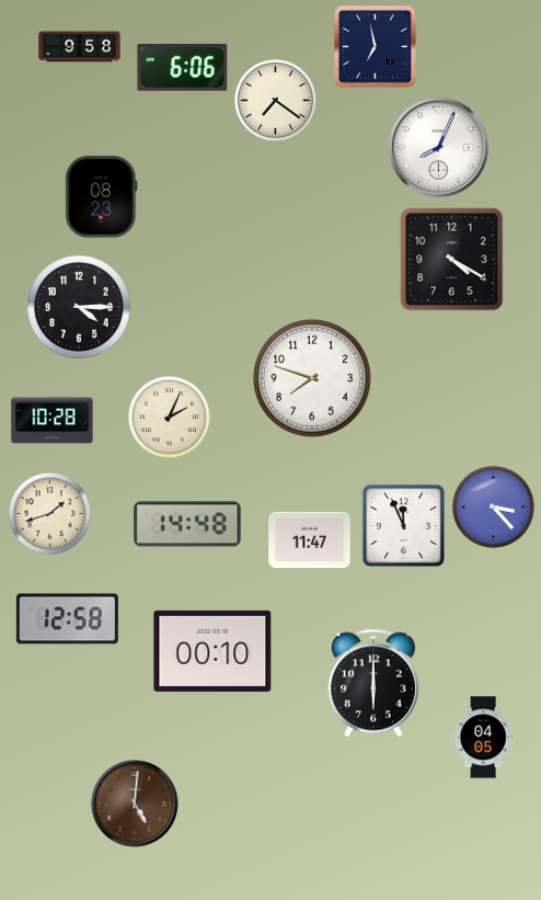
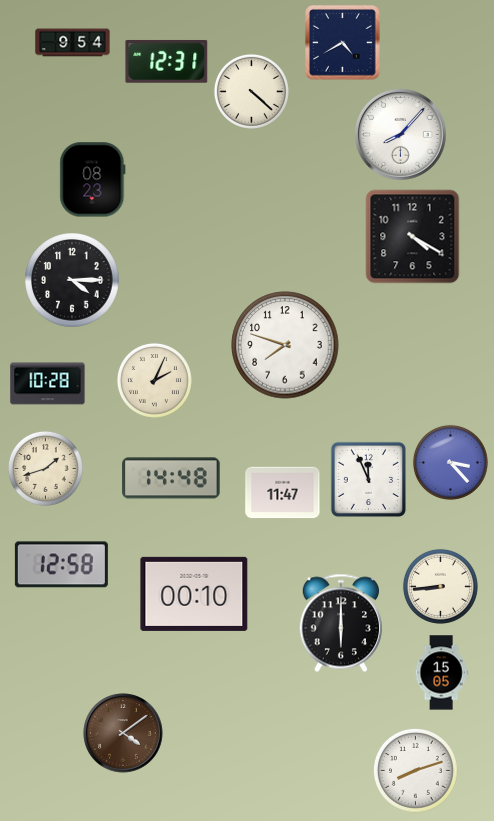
clock at (80, 47): 9:58 -> 9:54
clock at (376, 47): 6:58 -> 4:40
clock at (183, 67): 6:06 -> 12:31
clock at (275, 100): 7:21 -> 4:22
clock at (439, 148): 8:04 -> 8:07
clock at (440, 586): none -> 8:44
clock at (483, 738): 04:05 -> 15:05
clock at (135, 804): 5:01 -> 4:09
clock at (415, 770): none -> 8:12
